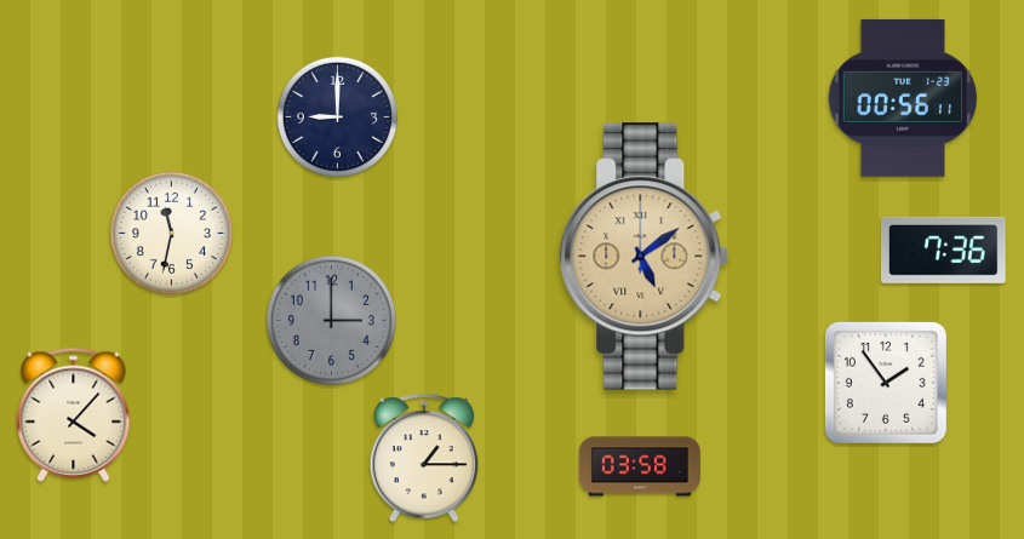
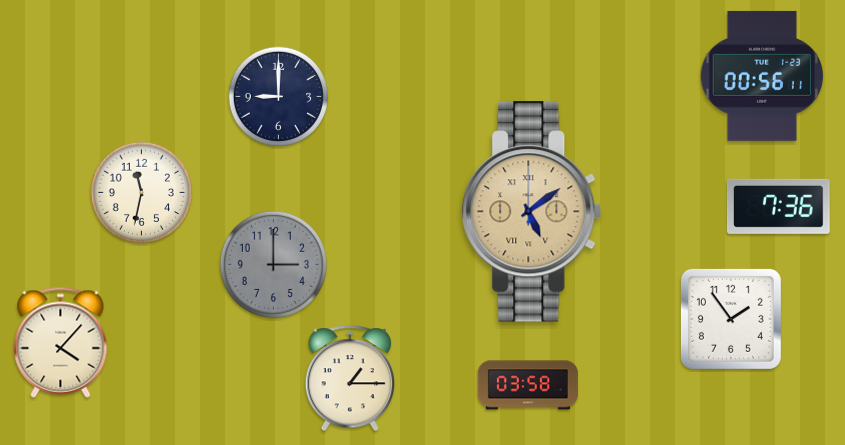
clock at (902, 98) position: (902, 98) -> (761, 76)
clock at (886, 383) position: (886, 383) -> (731, 319)
